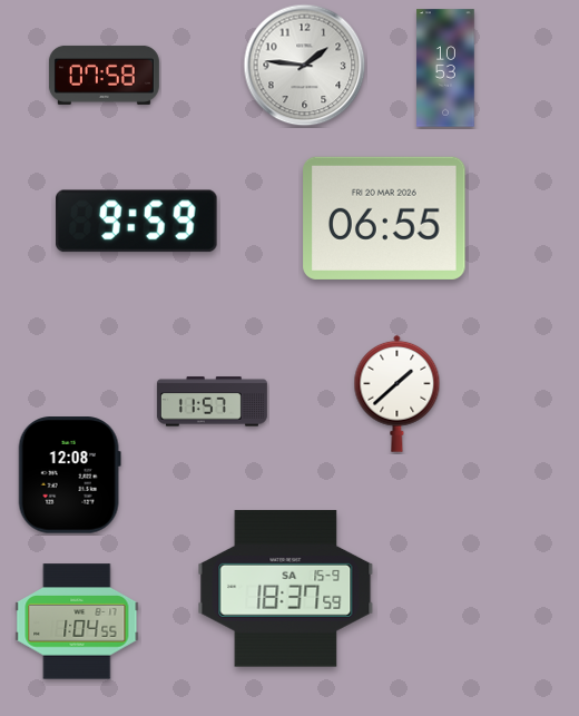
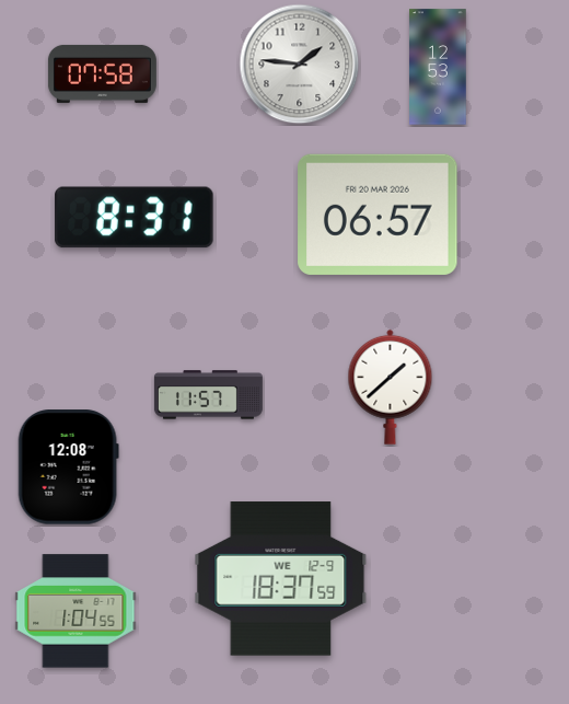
clock at (445, 68): 10:53 -> 12:53
clock at (384, 218): 06:55 -> 06:57
clock at (137, 222): 9:59 -> 8:31
clock at (286, 589) date: SA 15-9 -> WE 12-9
